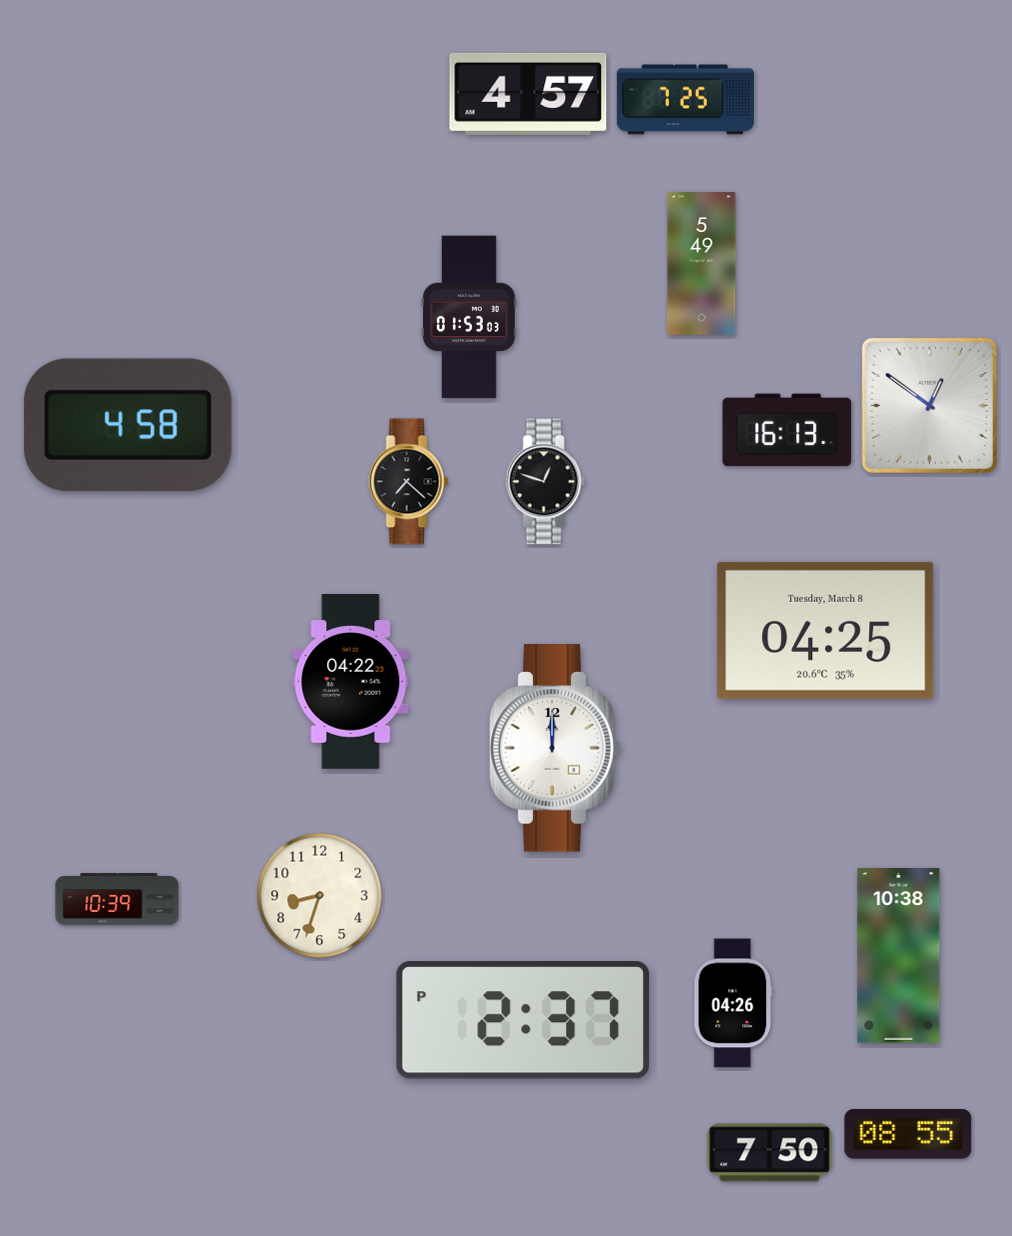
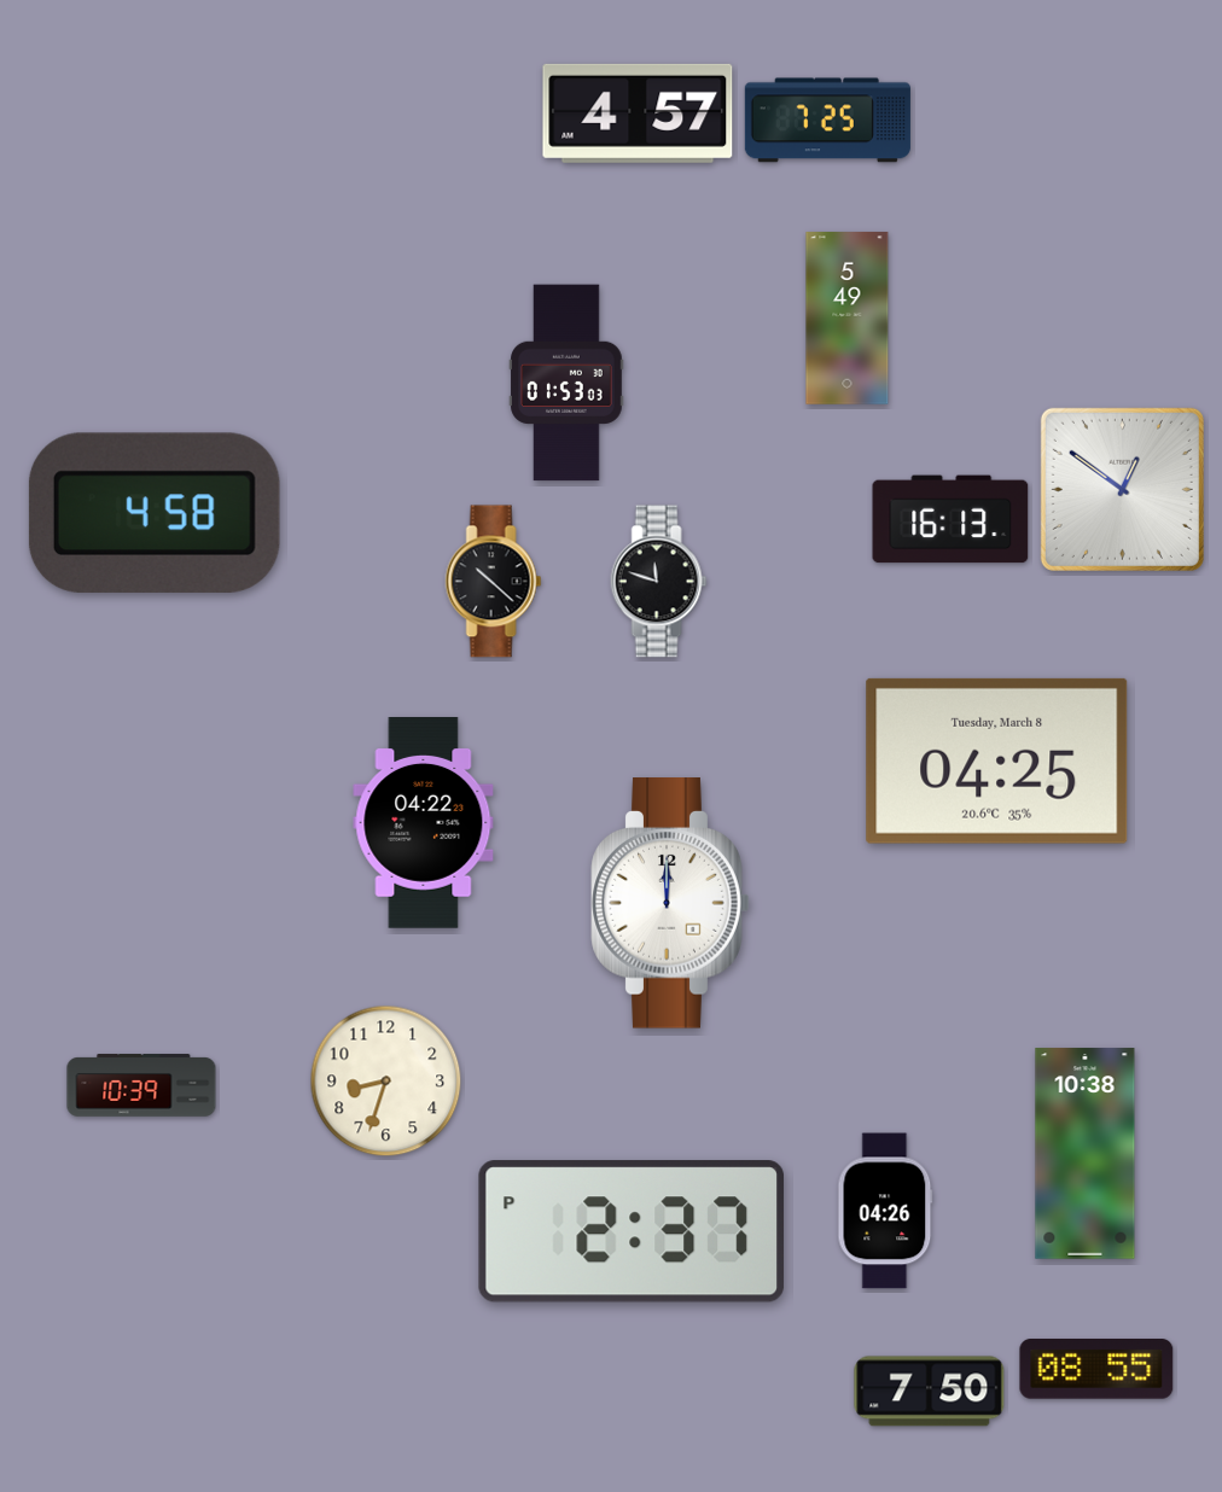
clock at (409, 482): 7:22 -> 10:22
clock at (546, 482): 12:48 -> 11:48
